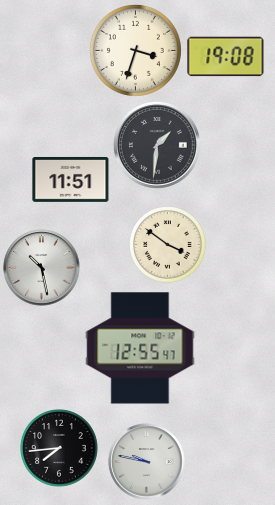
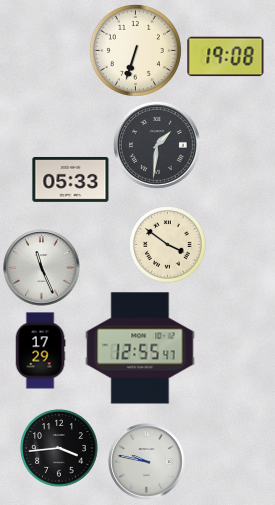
clock at (135, 50): 3:33 -> 6:33
clock at (71, 179): 11:51 -> 05:33
clock at (42, 268): 10:28 -> 11:26
clock at (40, 351): none -> 17:29
clock at (60, 449): 7:44 -> 3:44
